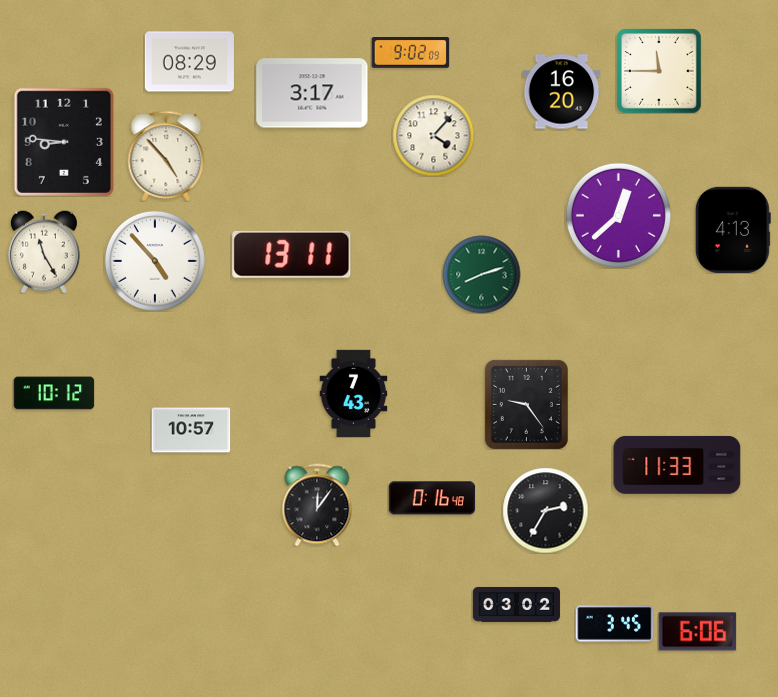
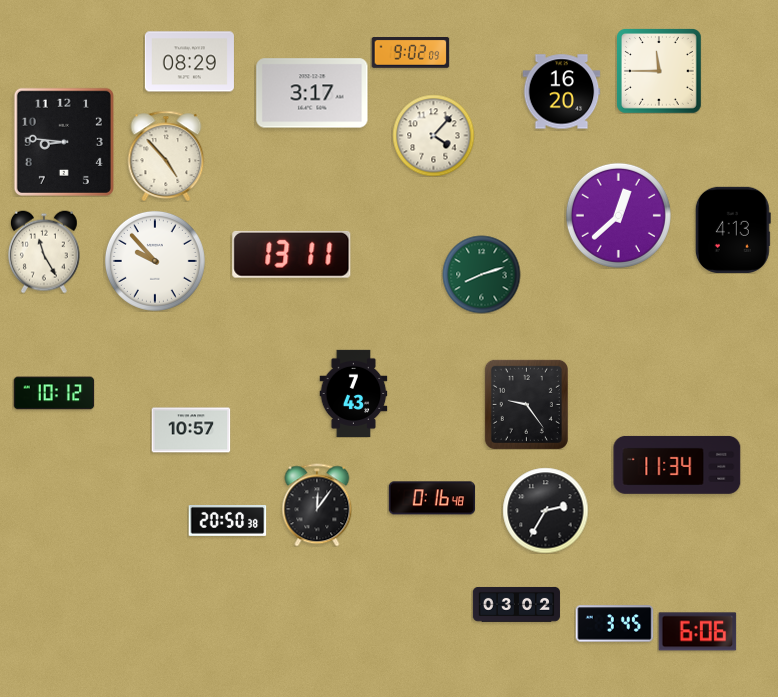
clock at (155, 261): 4:53 -> 9:53
clock at (677, 465): 11:33 -> 11:34
clock at (227, 521): none -> 20:50
